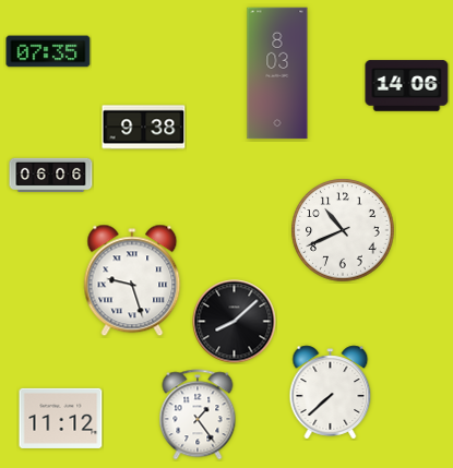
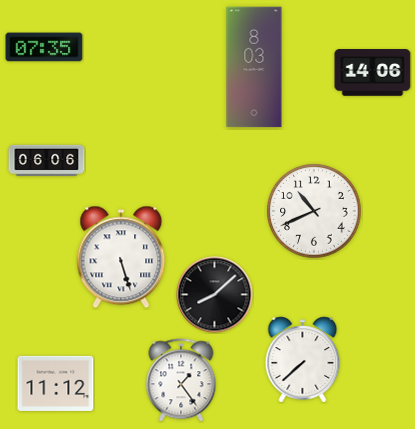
clock at (407, 86) position: (407, 86) -> (373, 73)
clock at (144, 128): 9:38 -> none
clock at (132, 280): 9:27 -> 5:27
